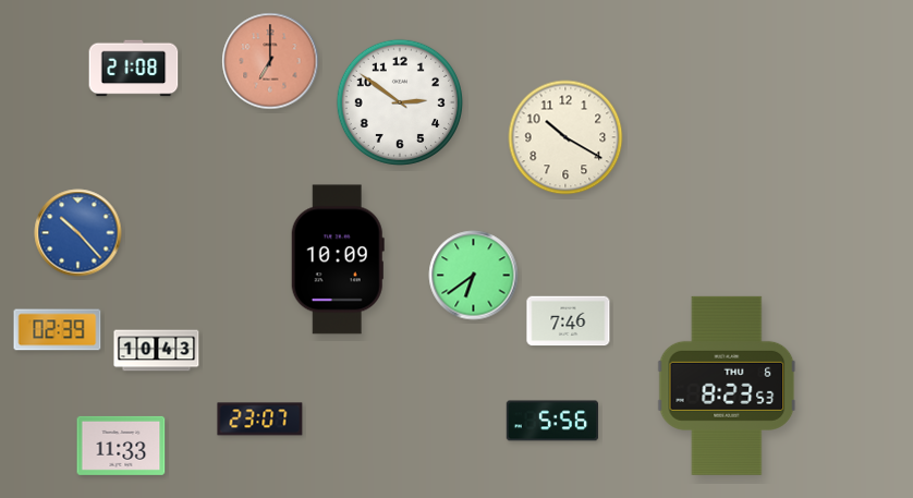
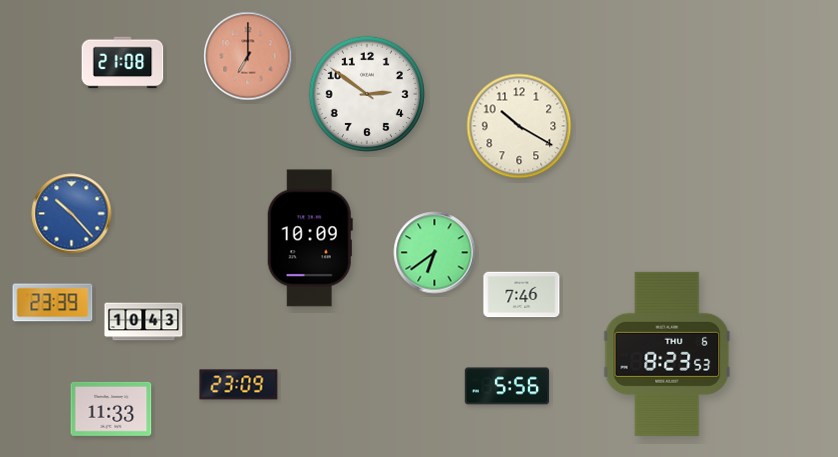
clock at (58, 330): 02:39 -> 23:39
clock at (260, 420): 23:07 -> 23:09
